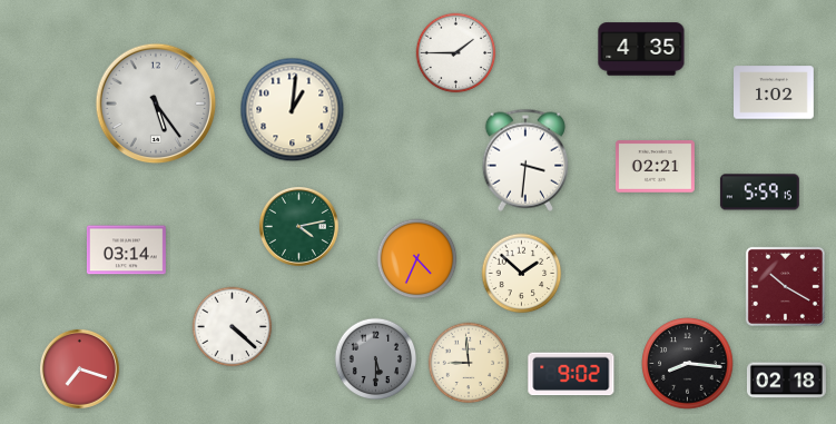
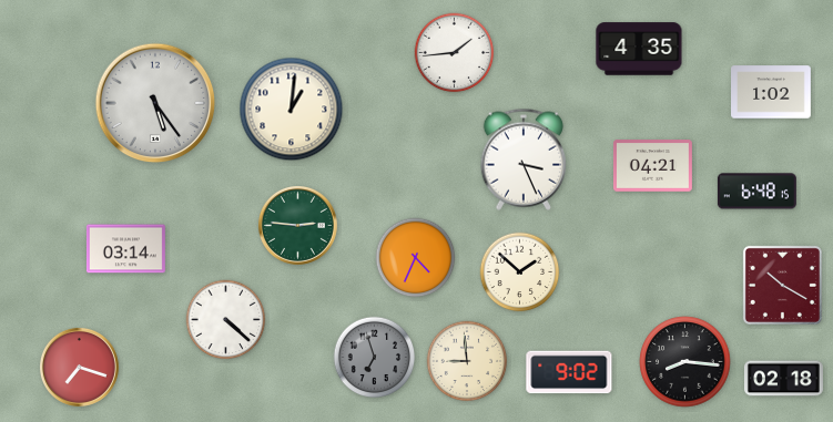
clock at (456, 53): 1:45 -> 1:44
clock at (524, 160): 3:31 -> 3:26
clock at (655, 167): 02:21 -> 04:21
clock at (759, 193): 5:59 -> 6:48
clock at (298, 226): 4:13 -> 2:46
clock at (233, 327) position: (233, 327) -> (226, 320)
clock at (376, 359): 5:30 -> 6:57
